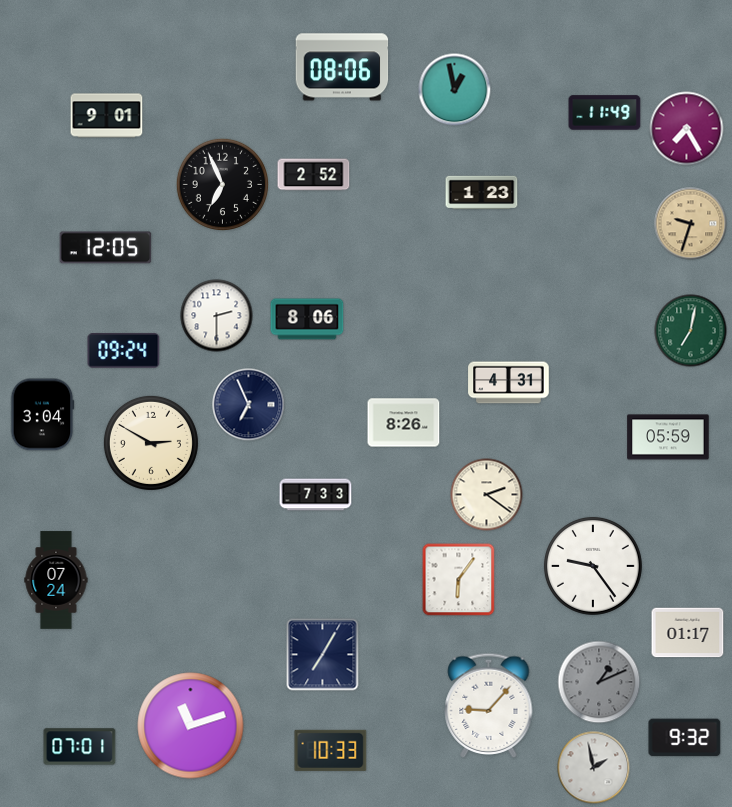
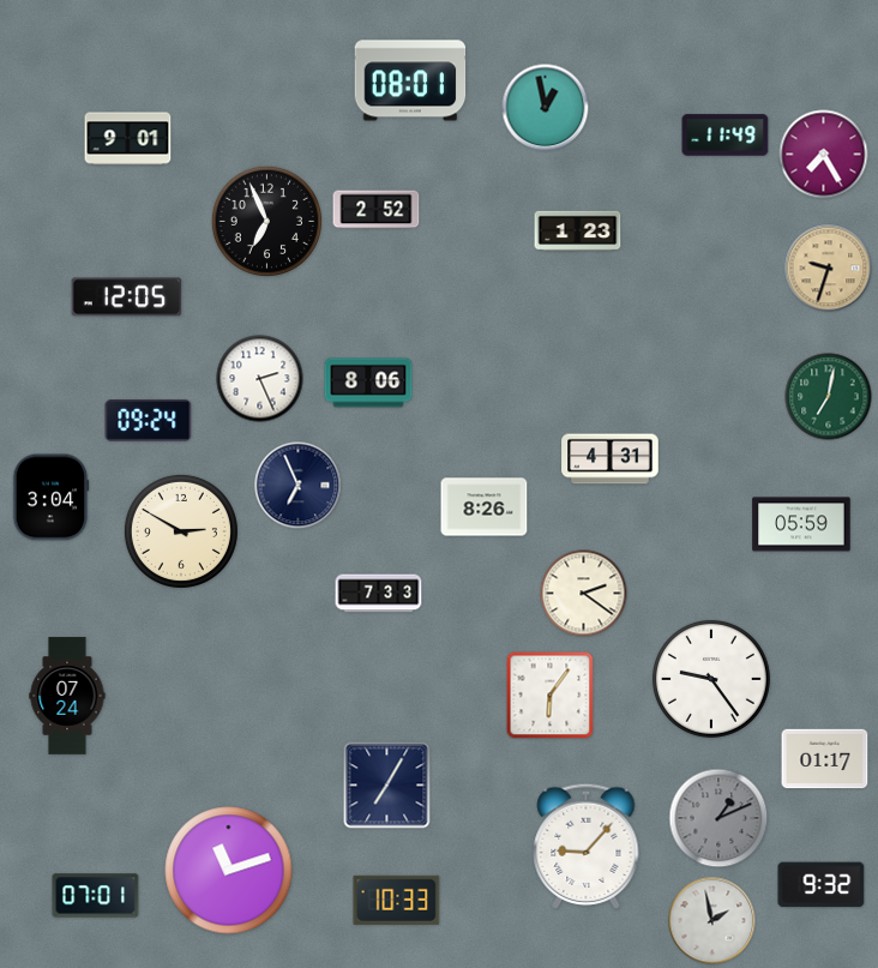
clock at (342, 67): 08:06 -> 08:01
clock at (217, 316): 2:30 -> 2:26
